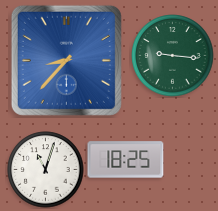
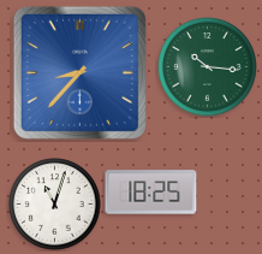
clock at (173, 56): 9:16 -> 10:16
